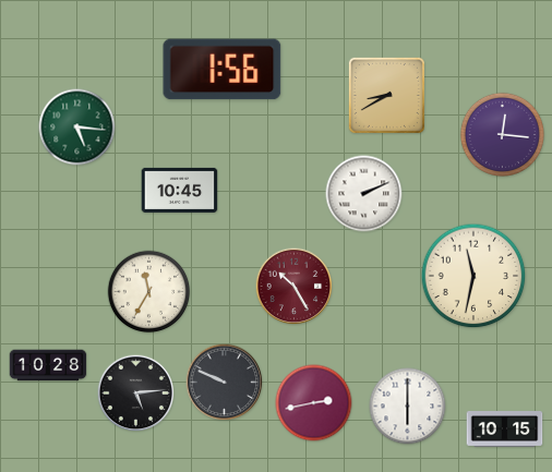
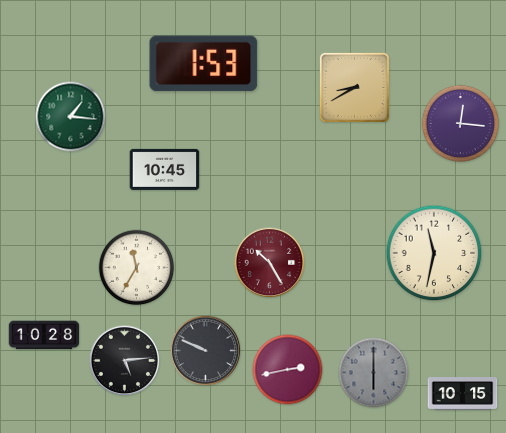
clock at (223, 70): 1:56 -> 1:53
clock at (77, 128): 5:16 -> 1:16
clock at (180, 190) position: (180, 190) -> (165, 169)
clock at (364, 194): 2:11 -> none
clock at (408, 407) dial: white -> grey
